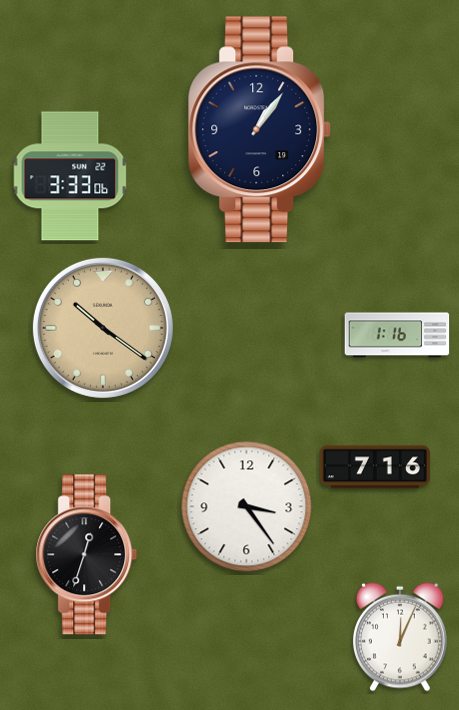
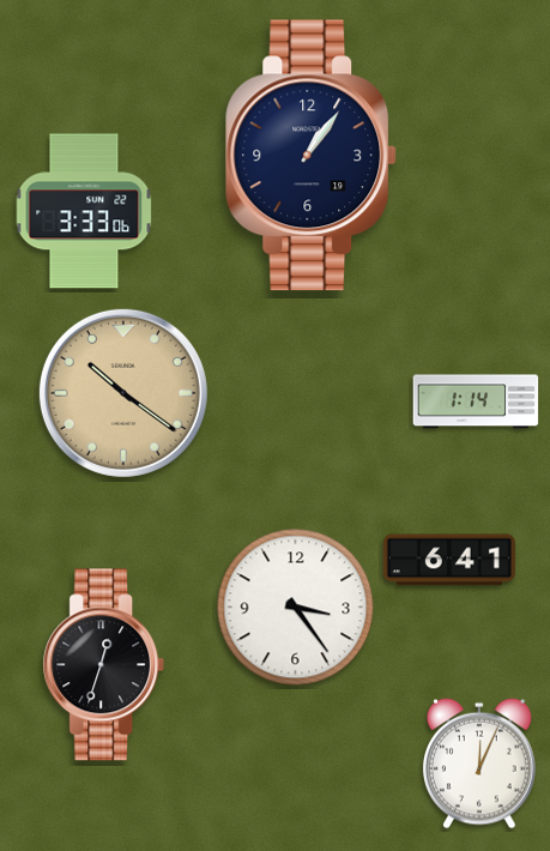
clock at (397, 335): 1:16 -> 1:14
clock at (375, 467): 7:16 -> 6:41
